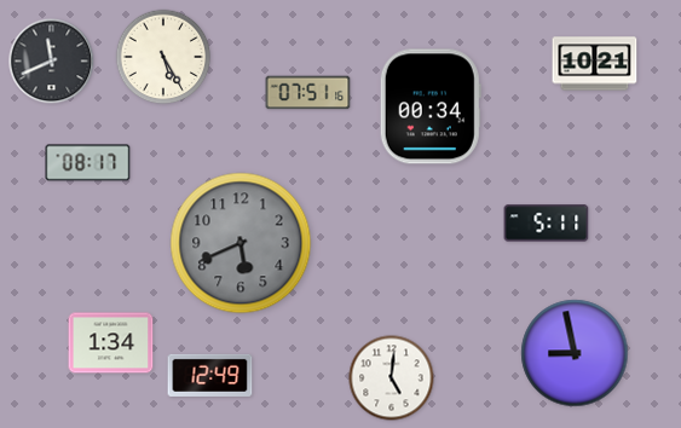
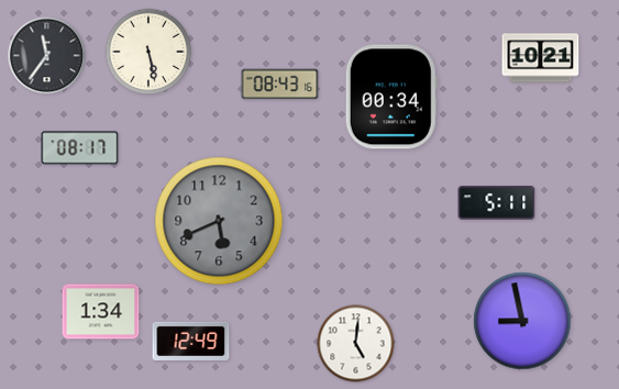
clock at (163, 57): 5:25 -> 5:28
clock at (52, 62): 11:41 -> 11:36
clock at (308, 93): 07:51 -> 08:43
